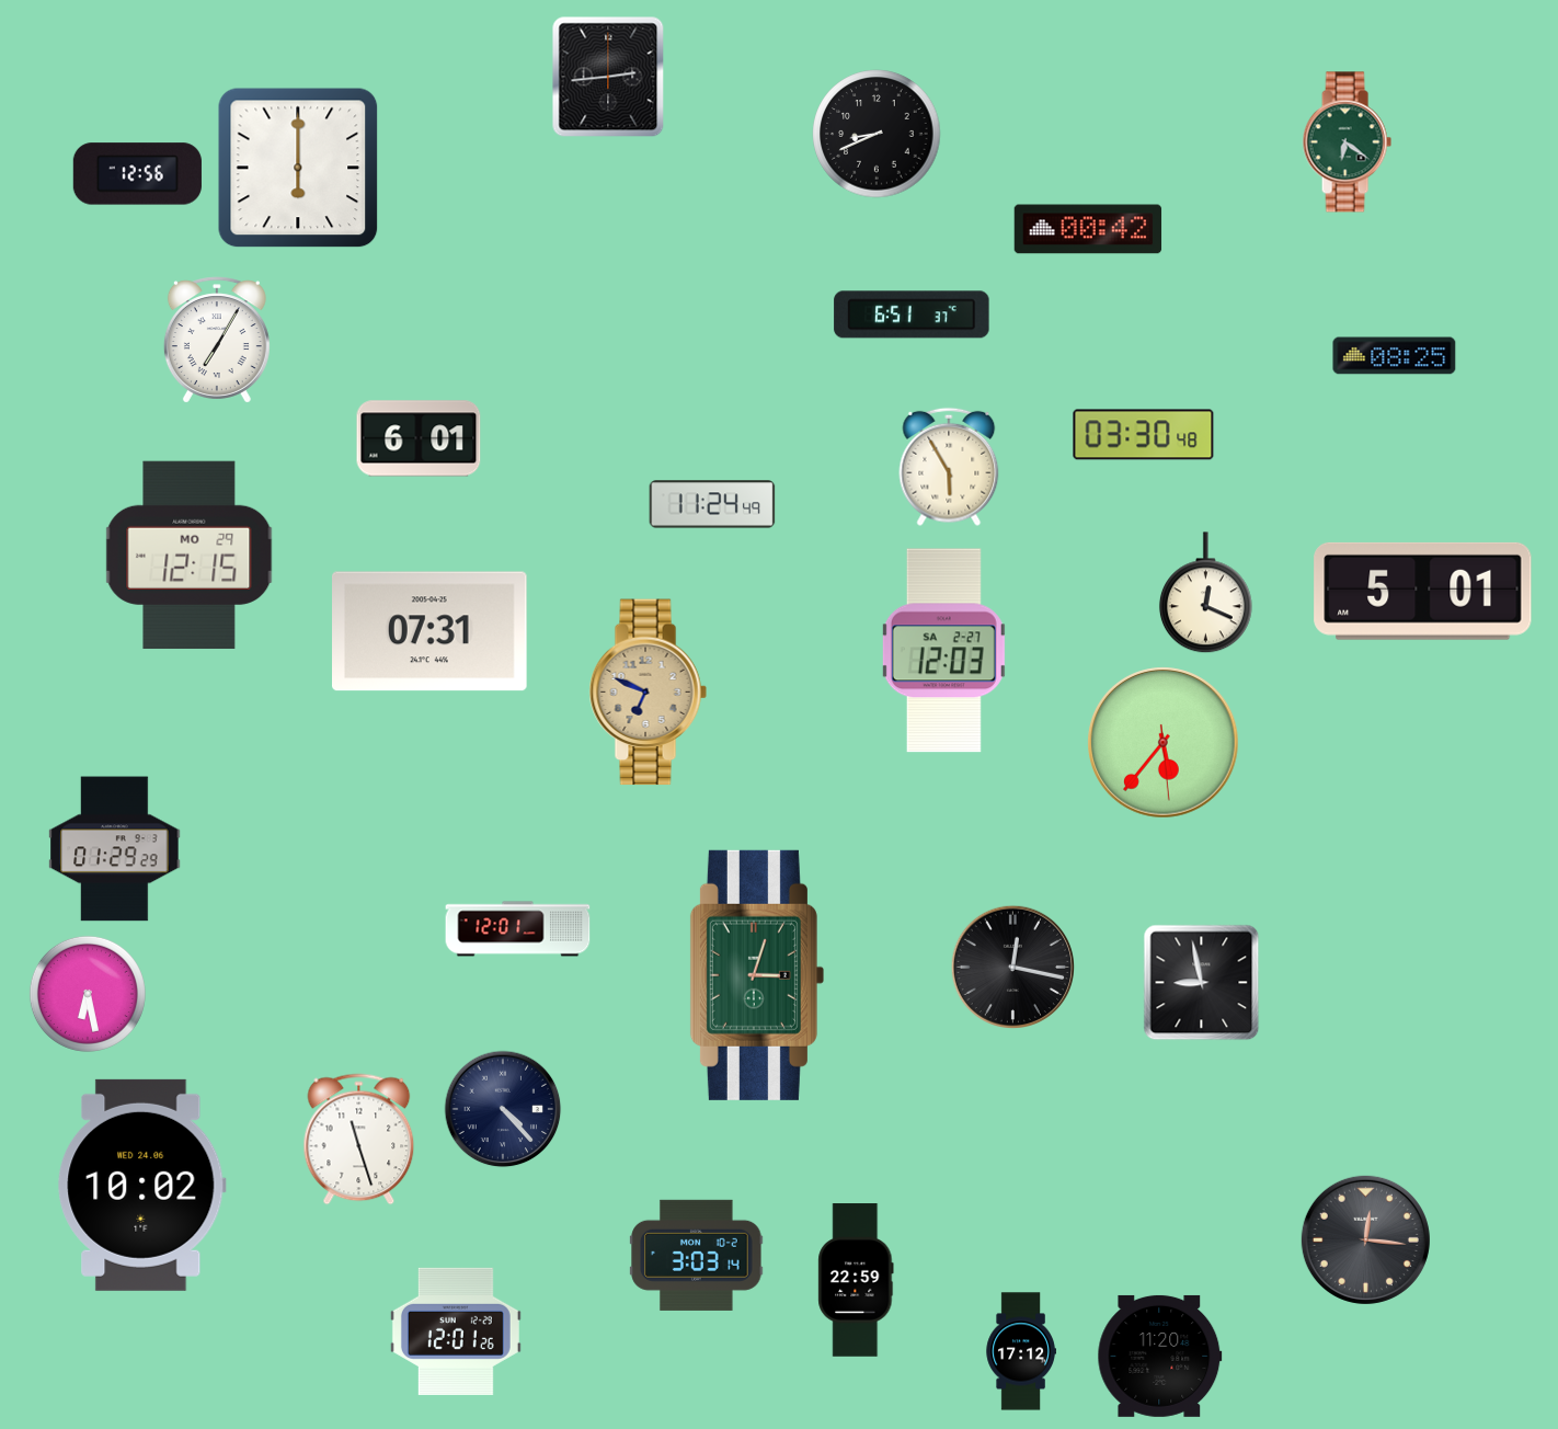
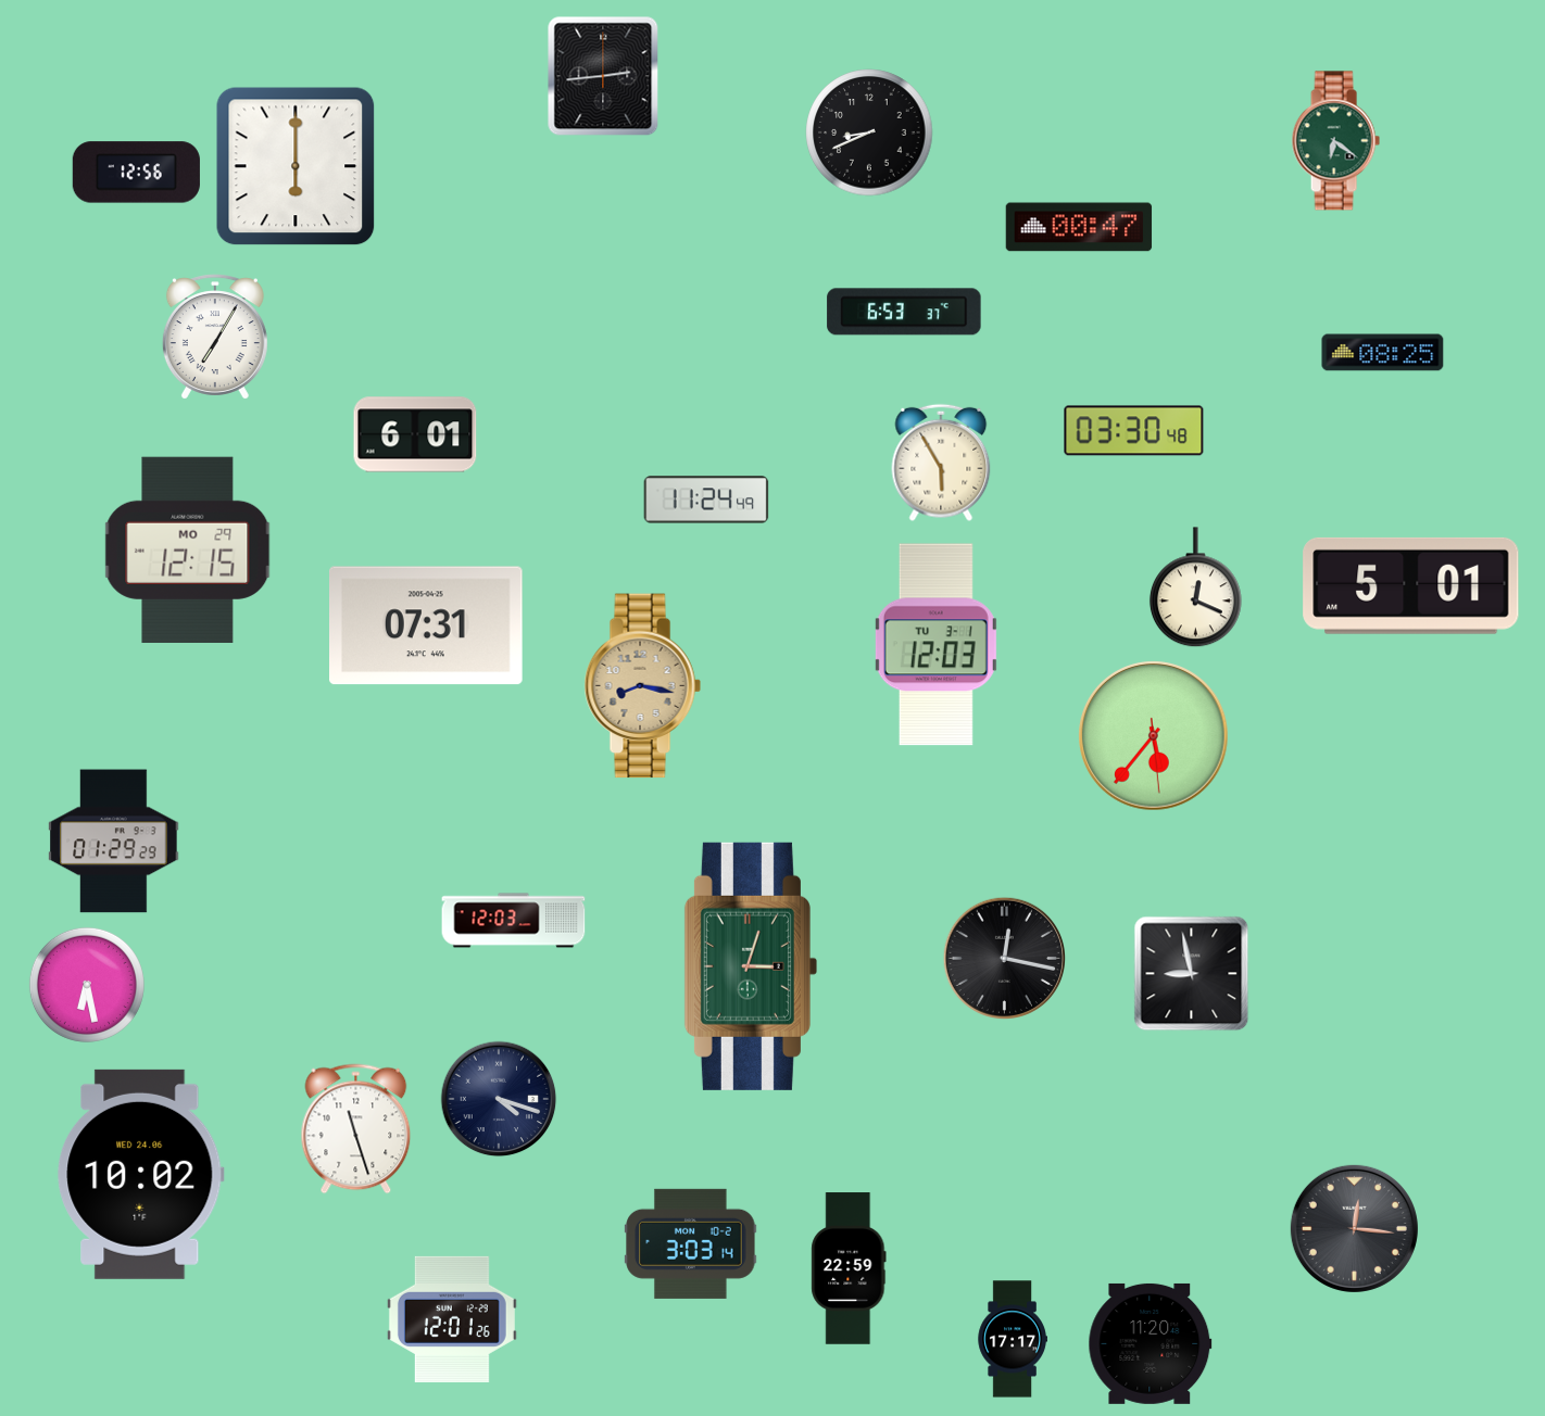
clock at (1088, 229): 00:42 -> 00:47
clock at (912, 315): 6:51 -> 6:53
clock at (943, 651) date: SA 2-27 -> TU 3-1
clock at (648, 693): 6:49 -> 8:17
clock at (518, 929): 12:01 -> 12:03
clock at (503, 1109): 4:23 -> 4:18
clock at (1021, 1351): 17:12 -> 17:17
